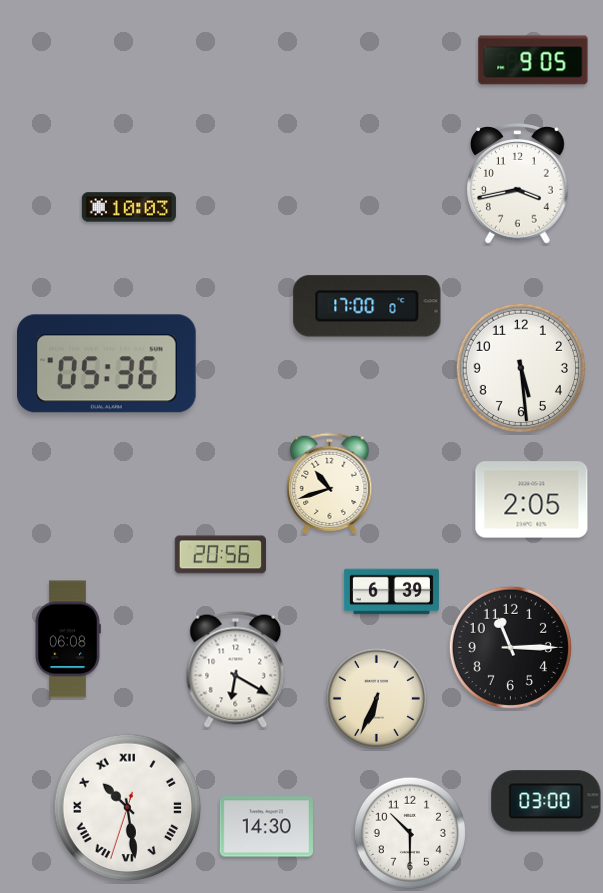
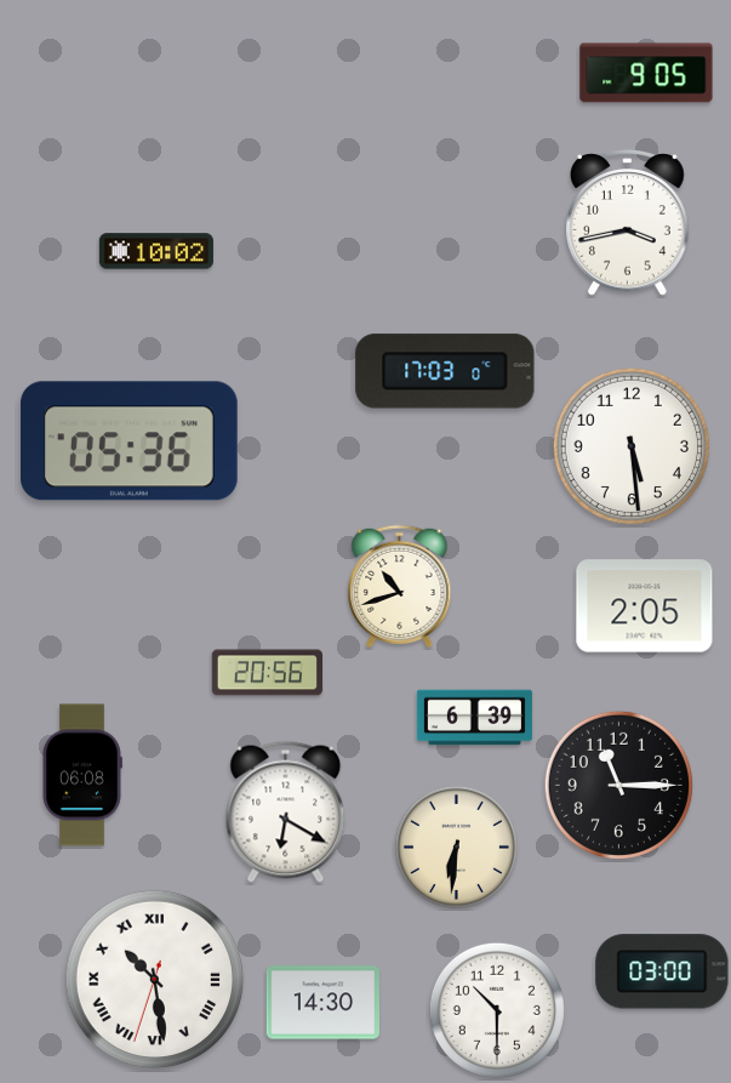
clock at (129, 207): 10:03 -> 10:02
clock at (367, 306): 17:00 -> 17:03
clock at (376, 698): 6:34 -> 6:31
